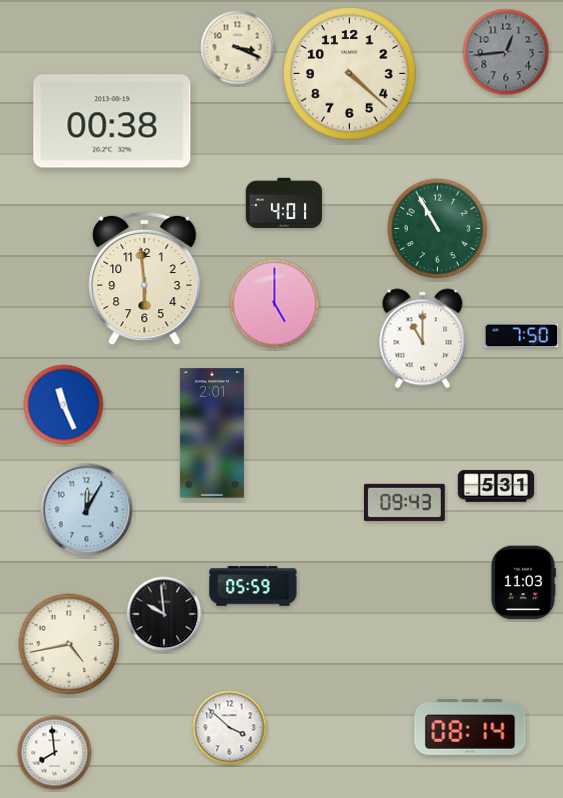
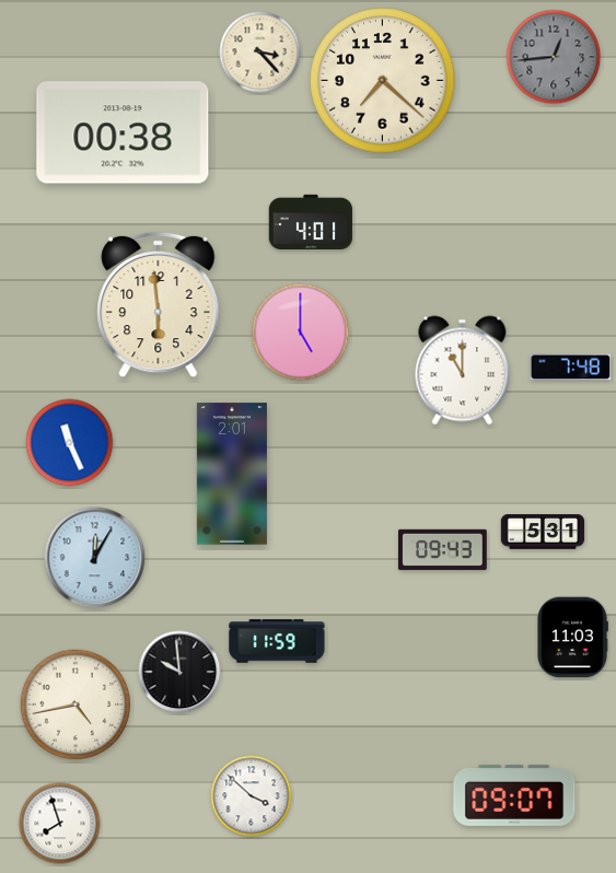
clock at (238, 48): 3:19 -> 3:23
clock at (350, 74): 4:22 -> 7:22
clock at (438, 229): 10:55 -> none
clock at (522, 336): 7:50 -> 7:48
clock at (253, 586): 05:59 -> 11:59
clock at (470, 727): 08:14 -> 09:07
clock at (55, 753): 7:59 -> 7:57
